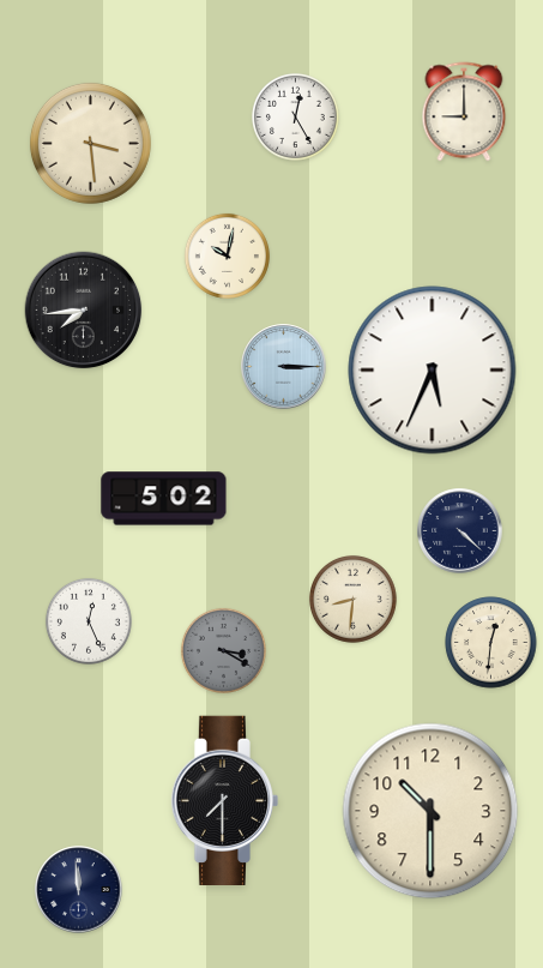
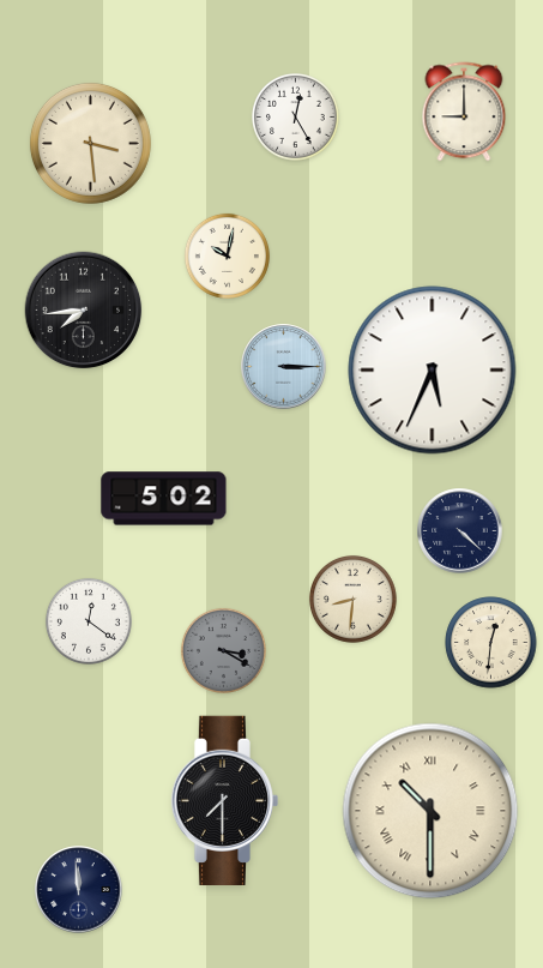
clock at (89, 621): 12:26 -> 12:21
clock at (430, 811) numerals: Arabic -> Roman
